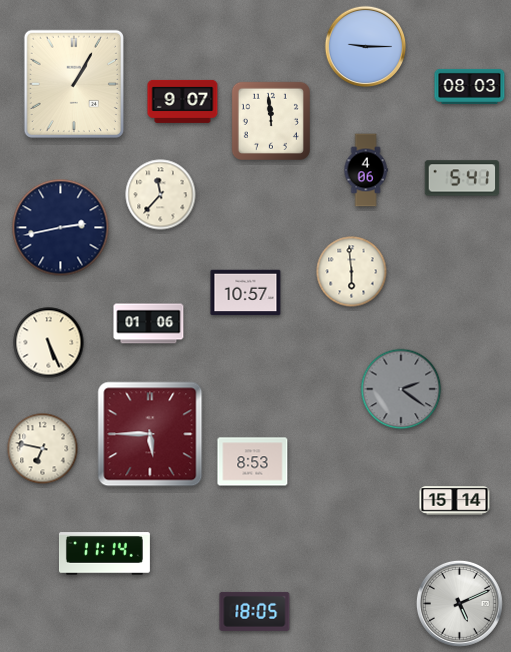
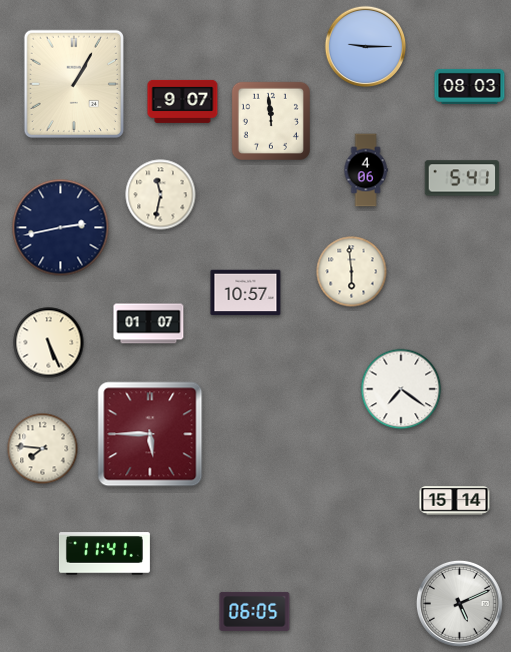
clock at (161, 195): 11:37 -> 11:32
clock at (149, 324): 01:06 -> 01:07
clock at (401, 389): 2:21 -> 7:21
clock at (401, 389) dial: grey -> white
clock at (43, 449): 6:47 -> 7:46
clock at (253, 462): 8:53 -> none
clock at (104, 554): 11:14 -> 11:41
clock at (255, 611): 18:05 -> 06:05
